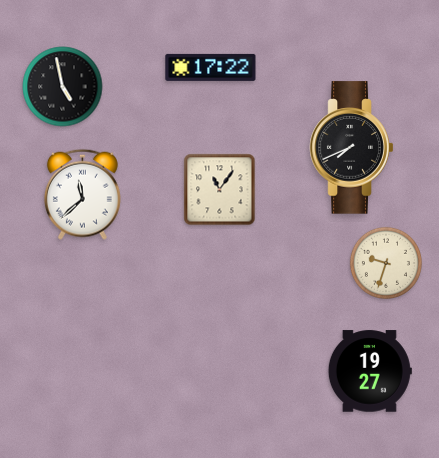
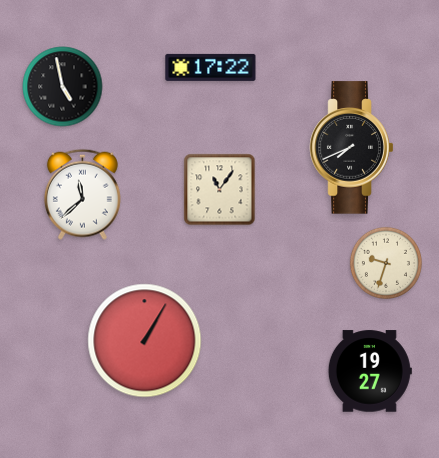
clock at (145, 341): none -> 1:05
